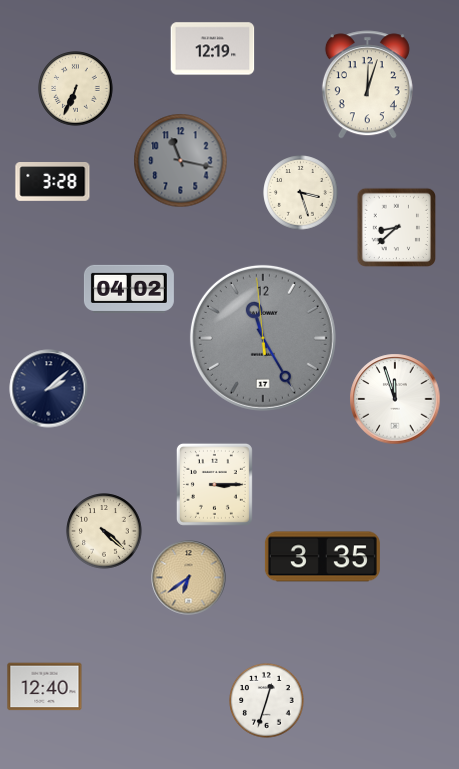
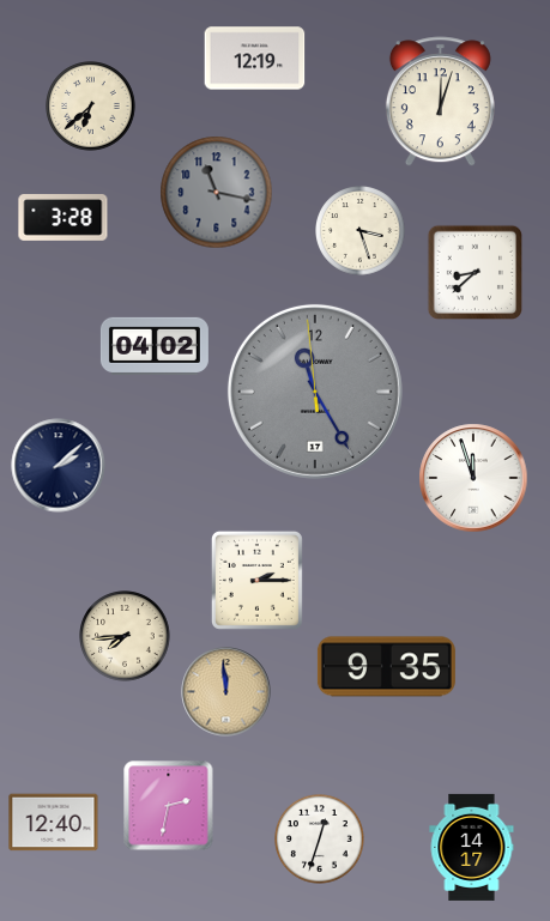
clock at (76, 89): 6:34 -> 6:38
clock at (263, 338) position: (263, 338) -> (315, 392)
clock at (214, 484): 3:15 -> 2:15
clock at (104, 531): 4:22 -> 7:44
clock at (322, 557): 3:35 -> 9:35
clock at (189, 578): 6:39 -> 11:59
clock at (169, 806): none -> 2:32
clock at (472, 847): none -> 14:17
